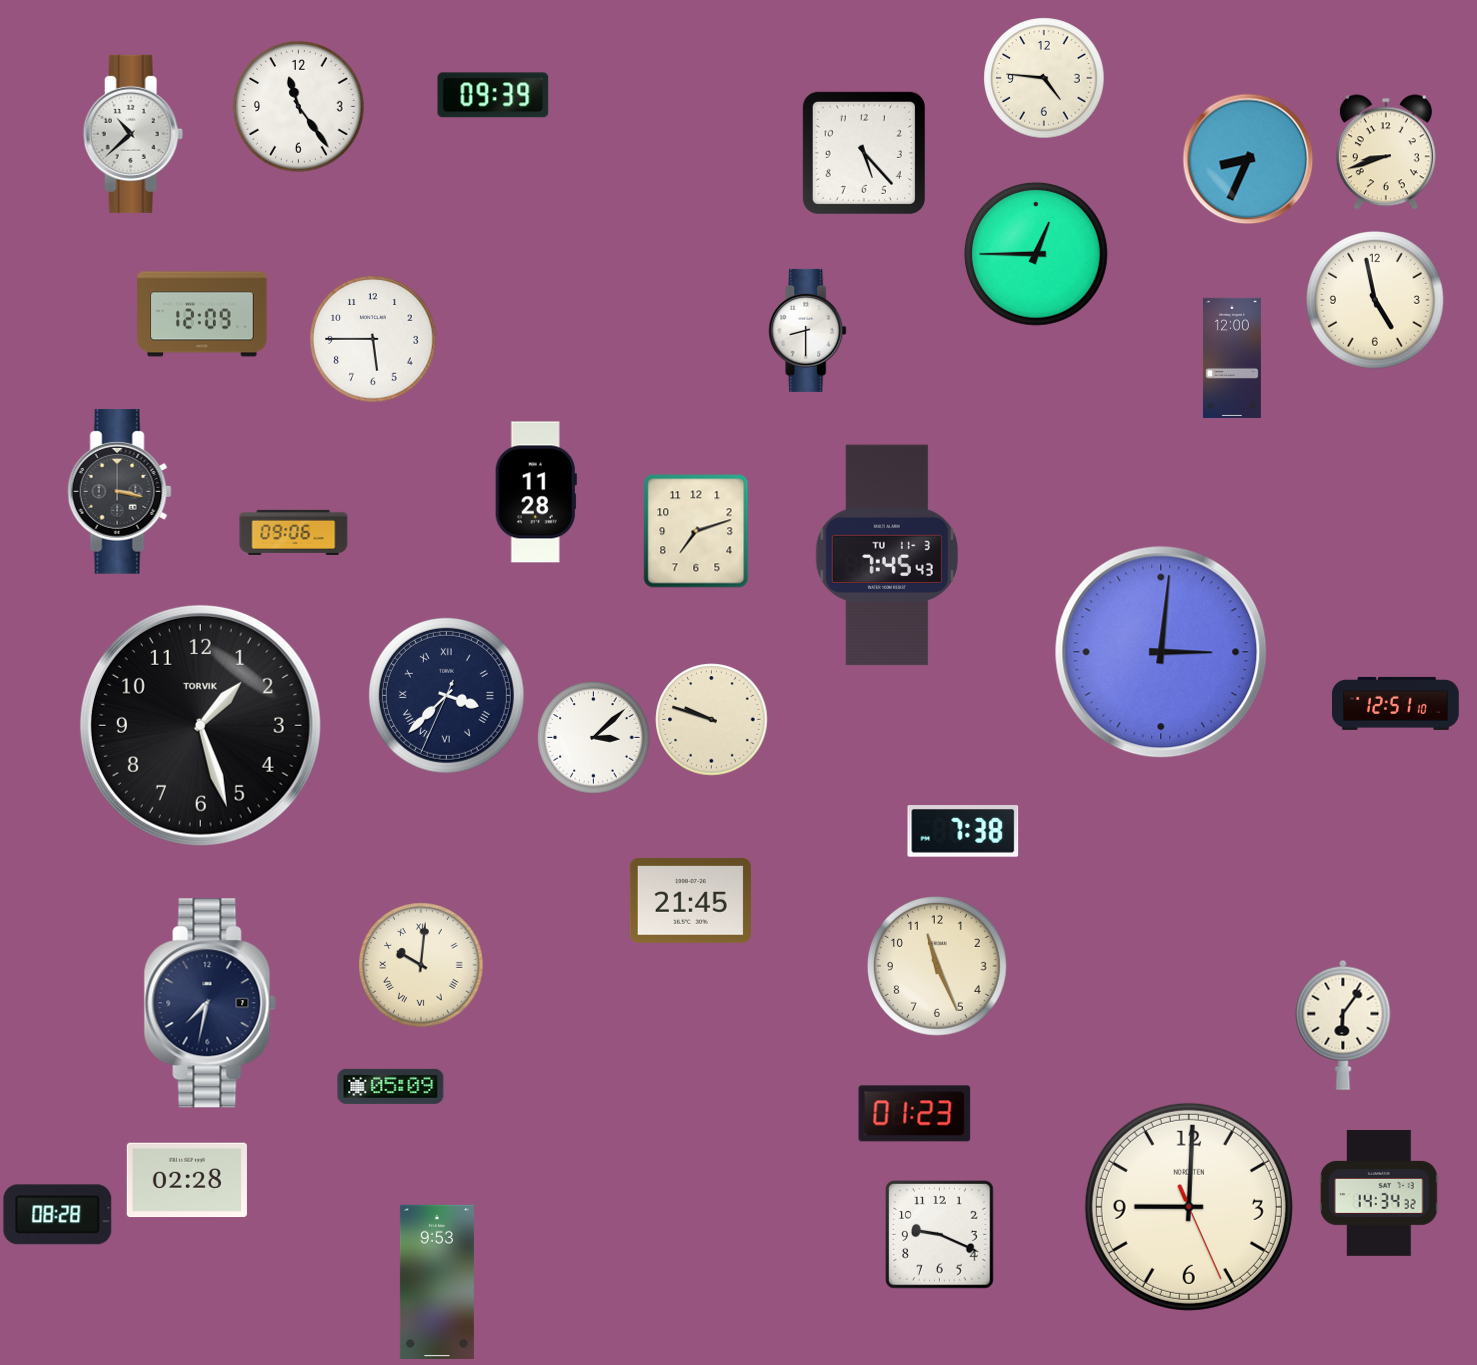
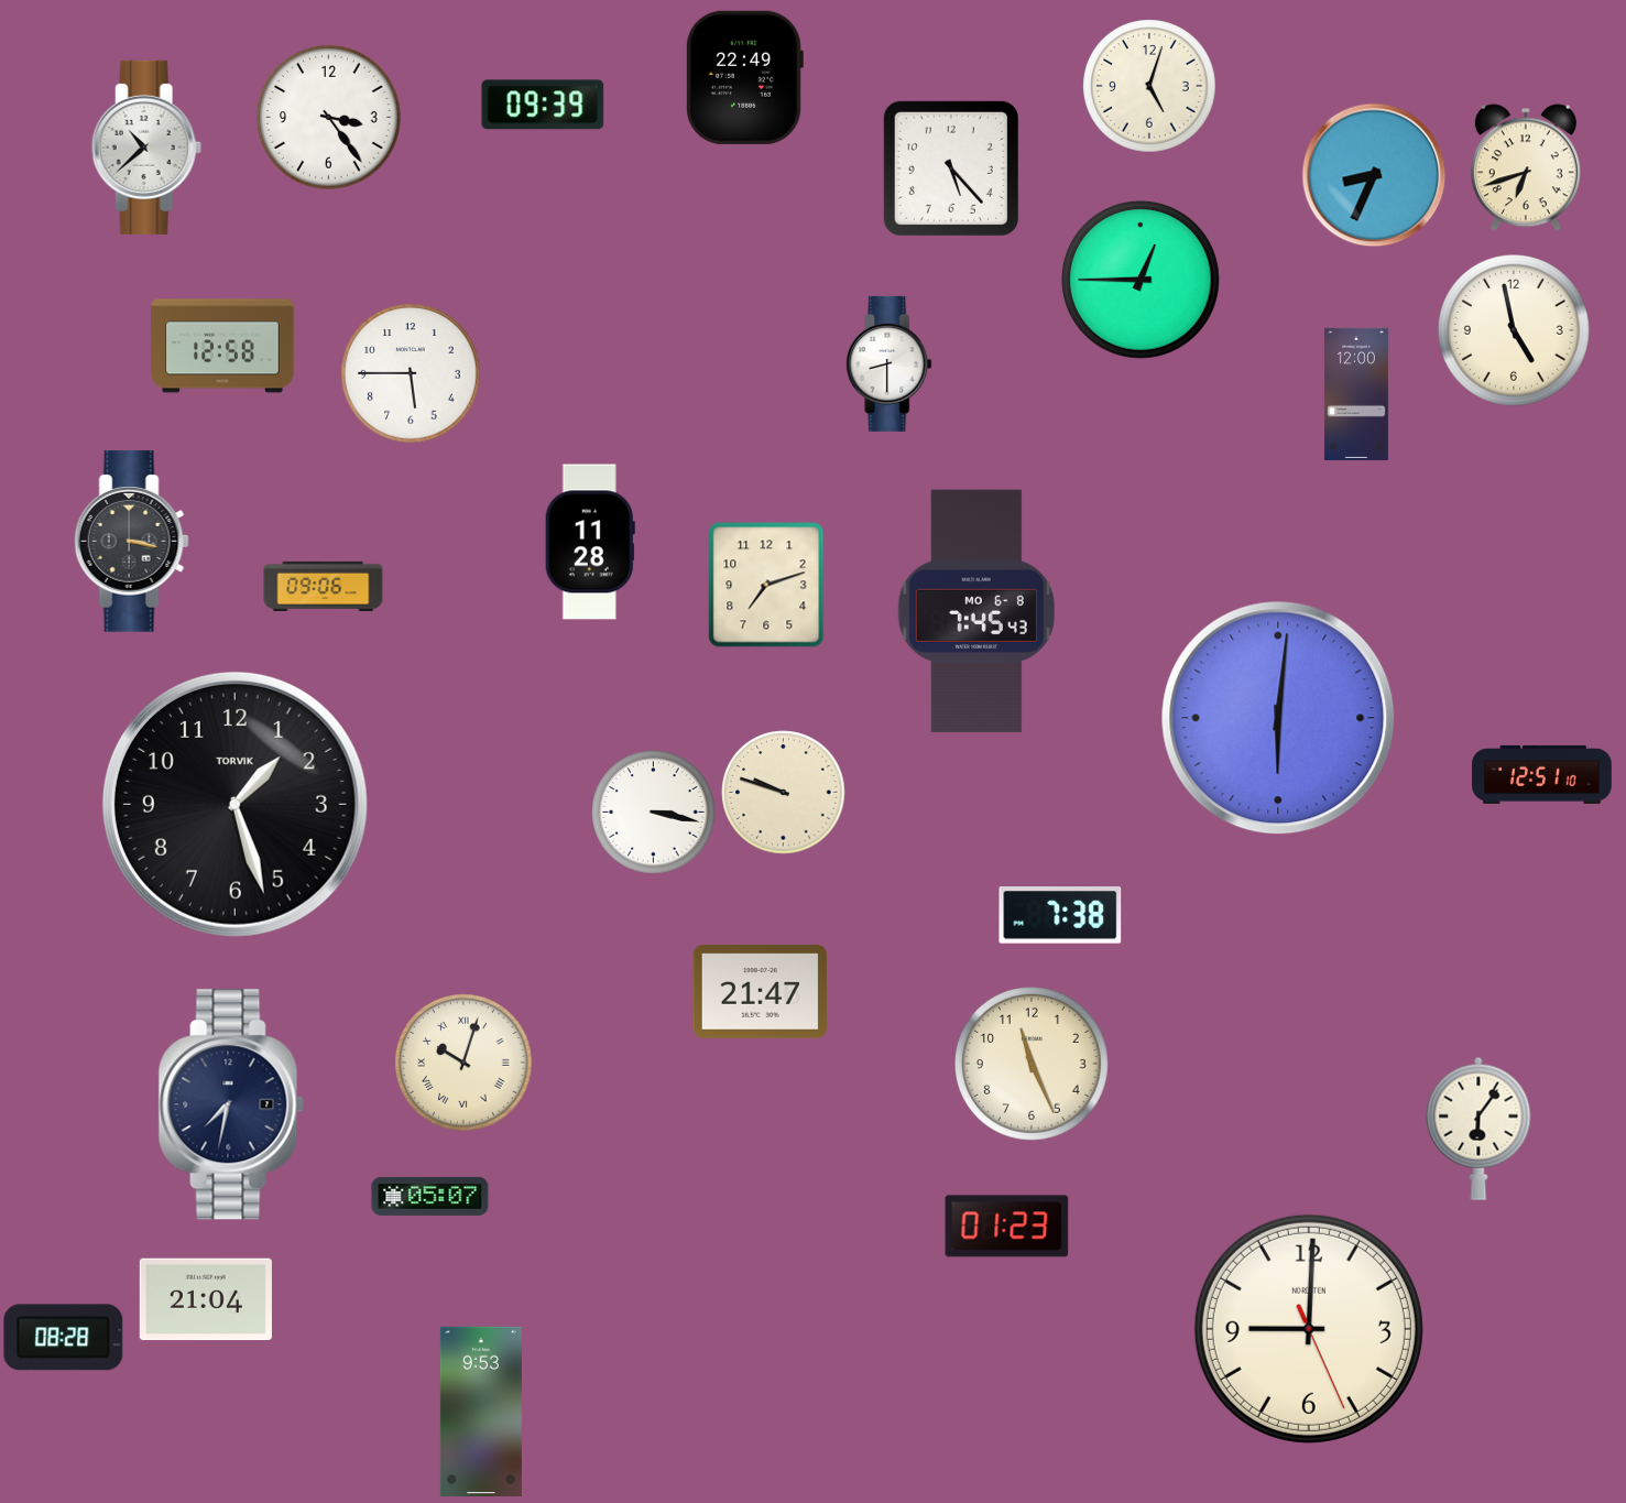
clock at (744, 77): none -> 22:49
clock at (1044, 78): 4:46 -> 5:03
clock at (299, 107): 11:24 -> 3:24
clock at (1386, 152): 8:42 -> 6:42
clock at (202, 314): 12:09 -> 12:58
clock at (887, 555) date: TU 11-3 -> MO 6-8
clock at (1161, 652): 3:01 -> 6:01
clock at (446, 695): 3:37 -> none
clock at (1396, 703) position: (1396, 703) -> (1542, 774)
clock at (200, 725) position: (200, 725) -> (234, 804)
clock at (594, 738): 3:08 -> 3:17
clock at (690, 900): 21:45 -> 21:47
clock at (421, 965): 10:01 -> 10:03
clock at (391, 1086): 05:09 -> 05:07
clock at (187, 1180): 02:28 -> 21:04
clock at (1379, 1193): 14:34 -> none
clock at (940, 1235): 9:19 -> none
